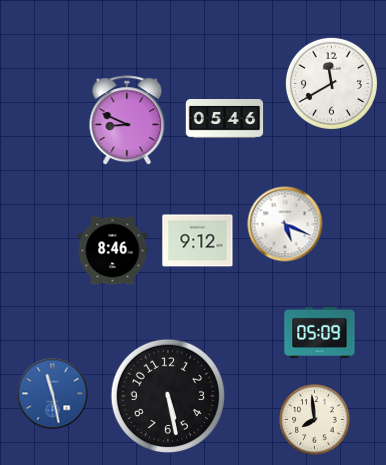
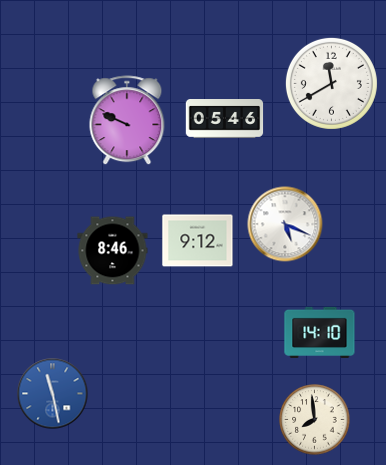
clock at (127, 121): 8:49 -> 9:49
clock at (320, 332): 05:09 -> 14:10
clock at (168, 396): 5:28 -> none
